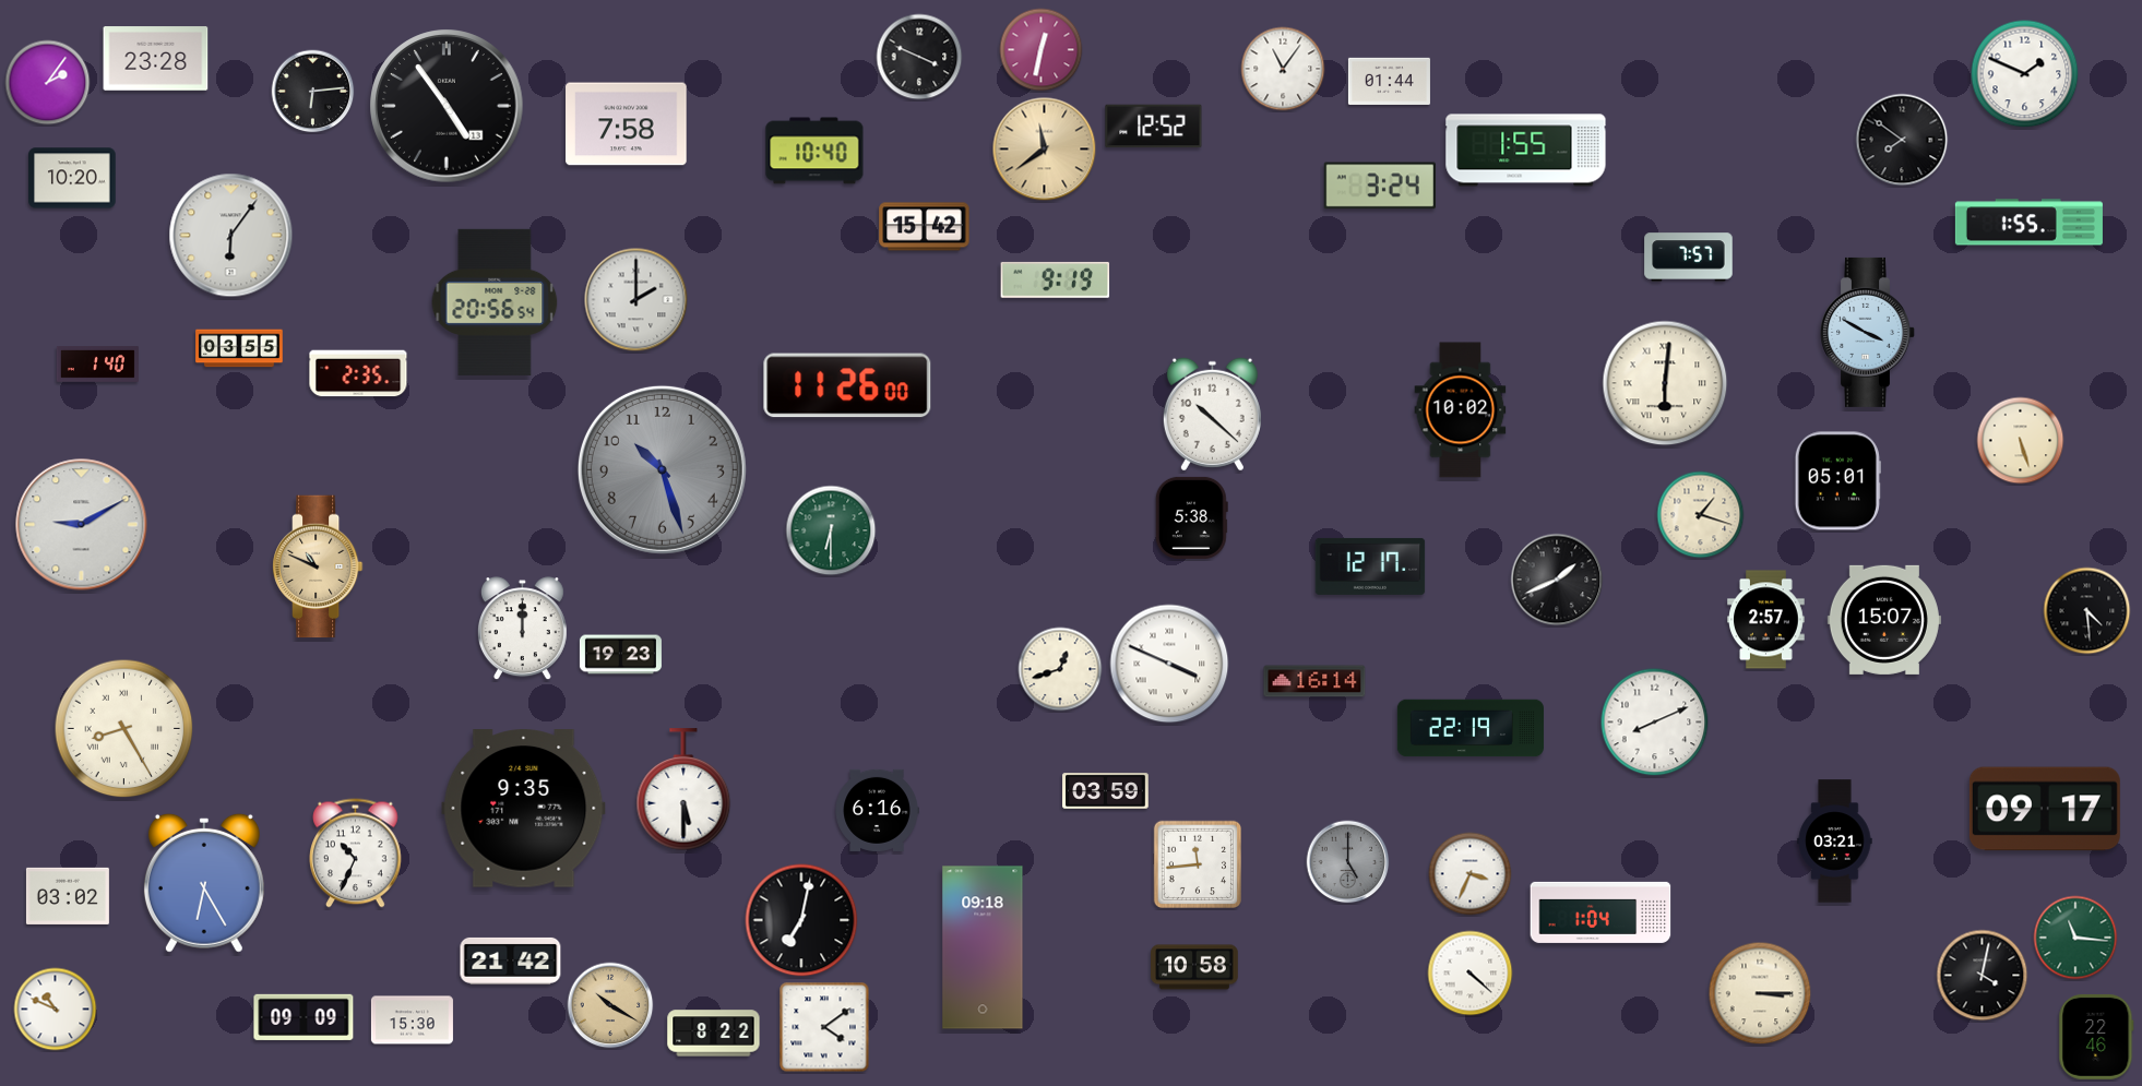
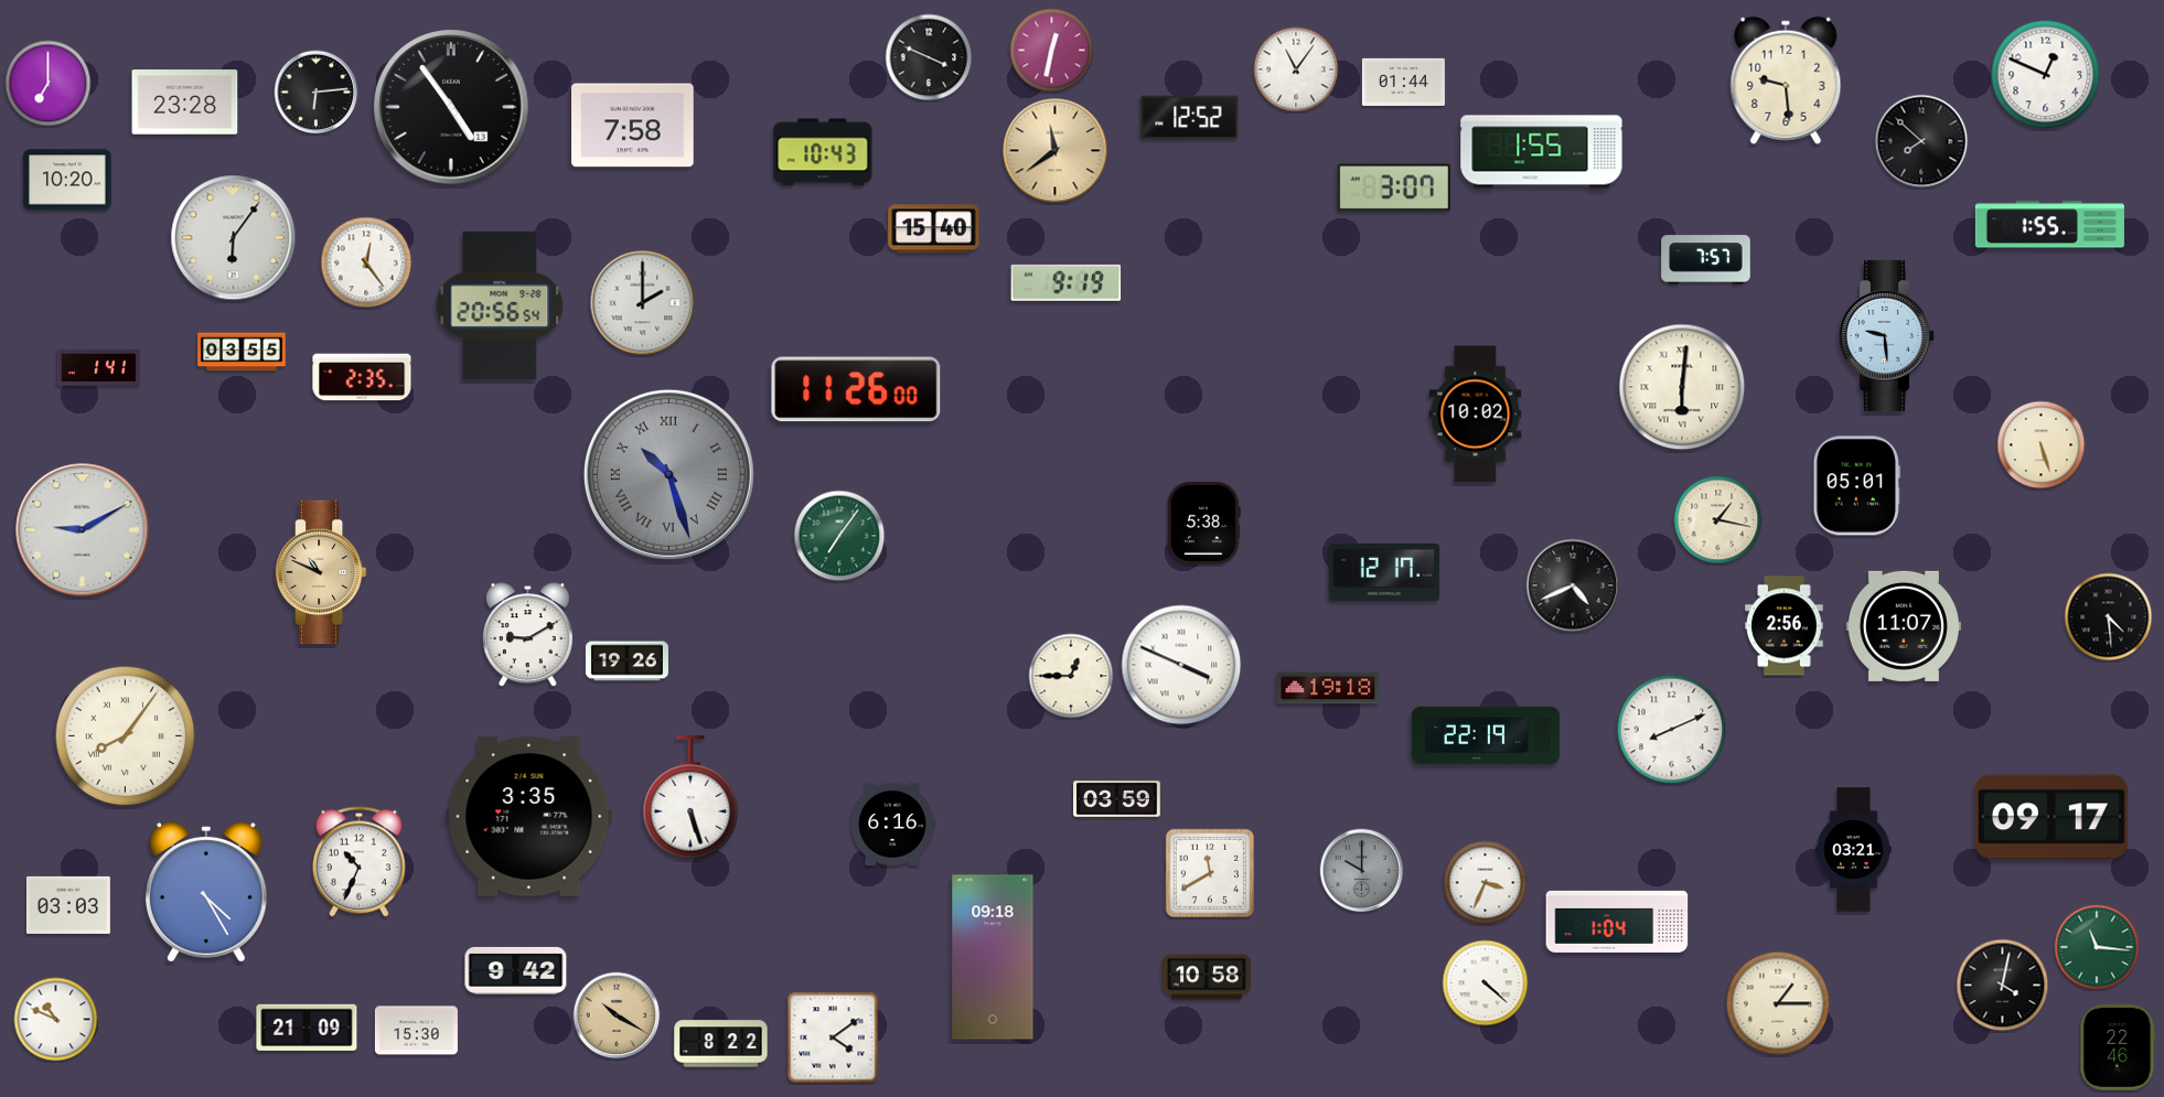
clock at (156, 59) position: (156, 59) -> (185, 103)
clock at (2025, 74): 1:49 -> 12:49
clock at (1786, 80): none -> 9:29
clock at (48, 83): 2:06 -> 7:00
clock at (1154, 127) position: (1154, 127) -> (1190, 118)
clock at (1902, 140): 7:51 -> 7:52
clock at (814, 151): 10:40 -> 10:43
clock at (72, 178) position: (72, 178) -> (67, 180)
clock at (1380, 186): 3:24 -> 3:07
clock at (925, 227): 15:42 -> 15:40
clock at (366, 262): none -> 12:24
clock at (1868, 332): 3:50 -> 9:29
clock at (97, 363): 1:40 -> 1:41
clock at (1212, 415): 10:22 -> none
clock at (662, 469) numerals: Arabic -> Roman
clock at (1701, 515): 1:18 -> 1:17
clock at (831, 530): 6:30 -> 7:06
clock at (1557, 580): 1:41 -> 4:41
clock at (1766, 620): 2:57 -> 2:56
clock at (1884, 620): 15:07 -> 11:07
clock at (522, 629): 12:00 -> 9:10
clock at (620, 655): 19:23 -> 19:26
clock at (1169, 664) position: (1169, 664) -> (1181, 665)
clock at (1060, 669): 12:42 -> 12:45
clock at (1314, 681): 16:14 -> 19:18
clock at (124, 729): 8:25 -> 8:06
clock at (683, 790): 5:30 -> 5:27
clock at (524, 809): 9:35 -> 3:35
clock at (2045, 809) position: (2045, 809) -> (2051, 817)
clock at (877, 810) position: (877, 810) -> (892, 824)
clock at (1348, 862): 5:00 -> 10:00
clock at (1197, 863): 11:44 -> 11:40
clock at (204, 883): 6:25 -> 4:25
clock at (68, 896): 03:02 -> 03:03
clock at (801, 920): 7:02 -> none
clock at (511, 960): 21:42 -> 9:42
clock at (1760, 993): 3:15 -> 1:15
clock at (304, 1016): 09:09 -> 21:09
